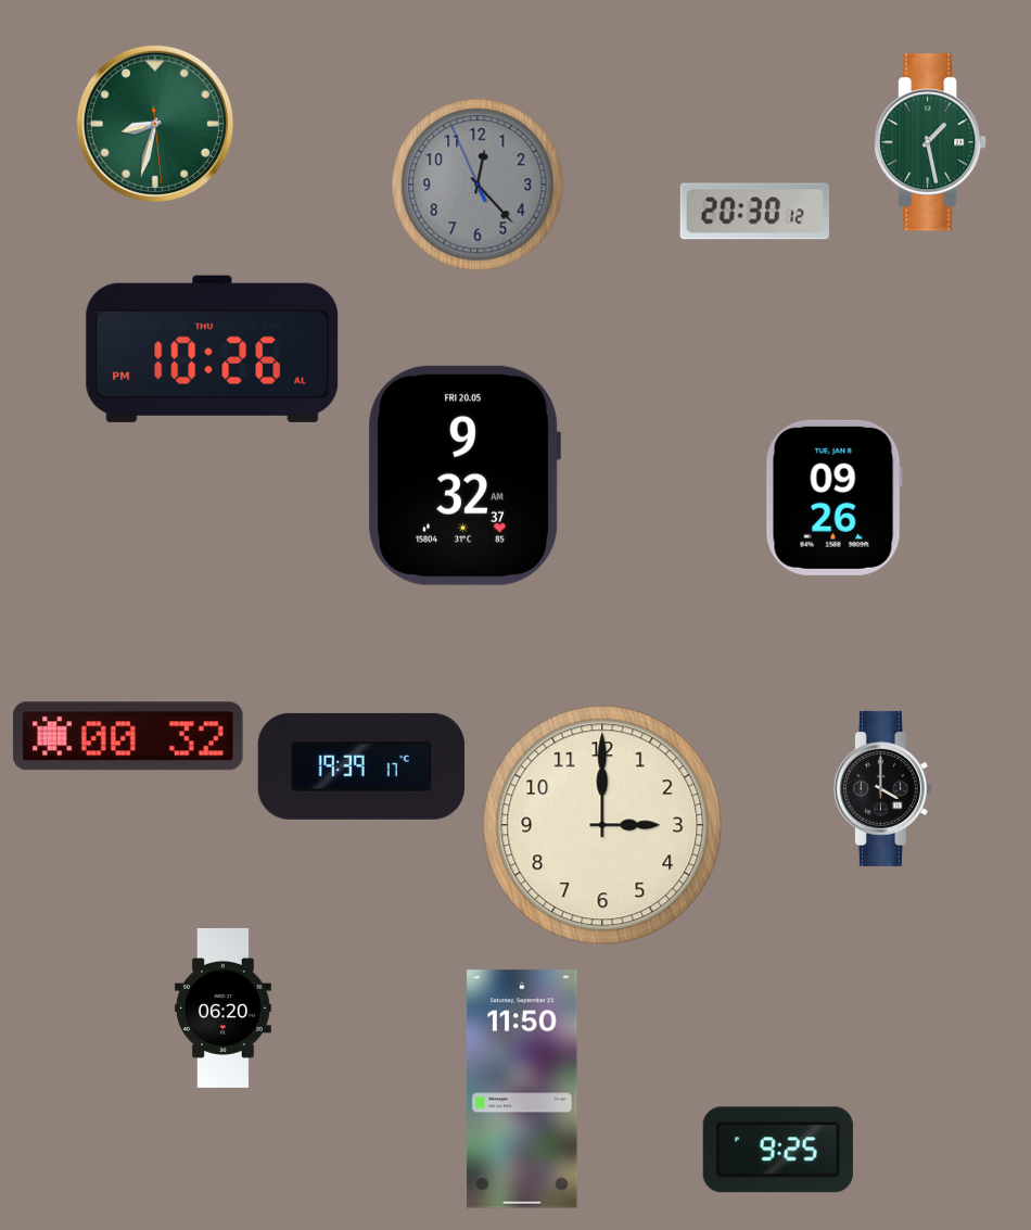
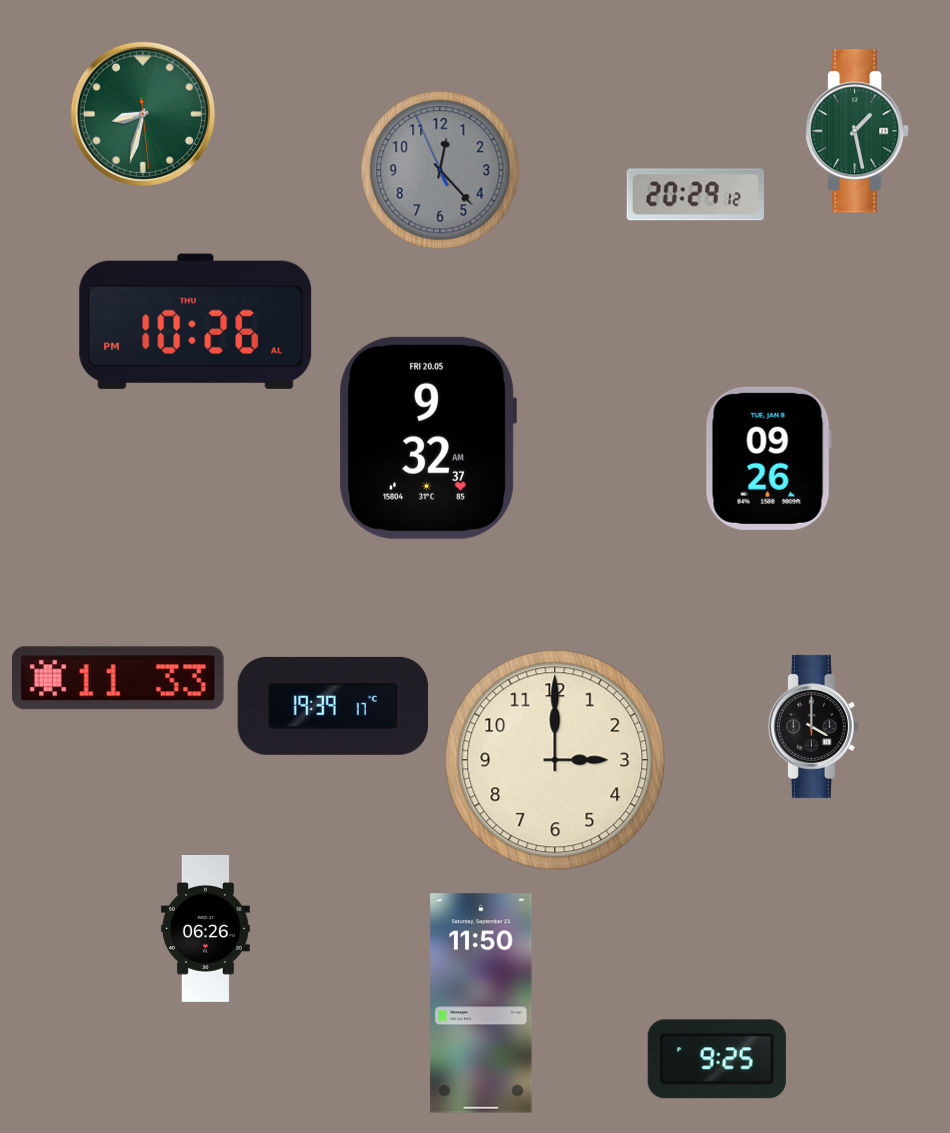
clock at (754, 212): 20:30 -> 20:29
clock at (128, 736): 00:32 -> 11:33
clock at (224, 1007): 06:20 -> 06:26
